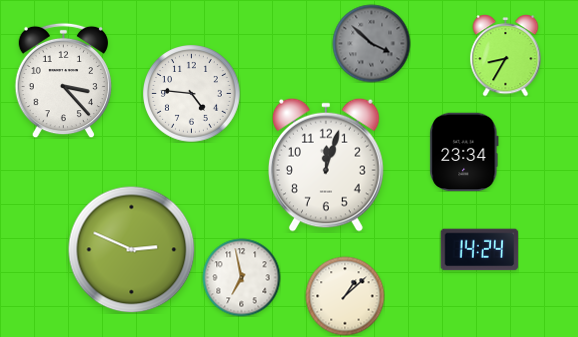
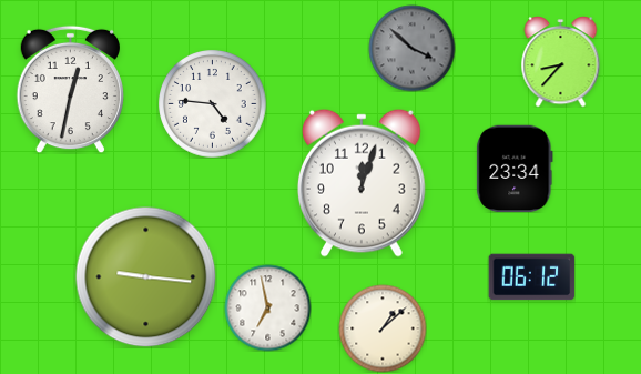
clock at (506, 55): 8:35 -> 8:37
clock at (63, 80): 3:23 -> 12:32
clock at (131, 249): 2:49 -> 9:16
clock at (479, 250): 14:24 -> 06:12
